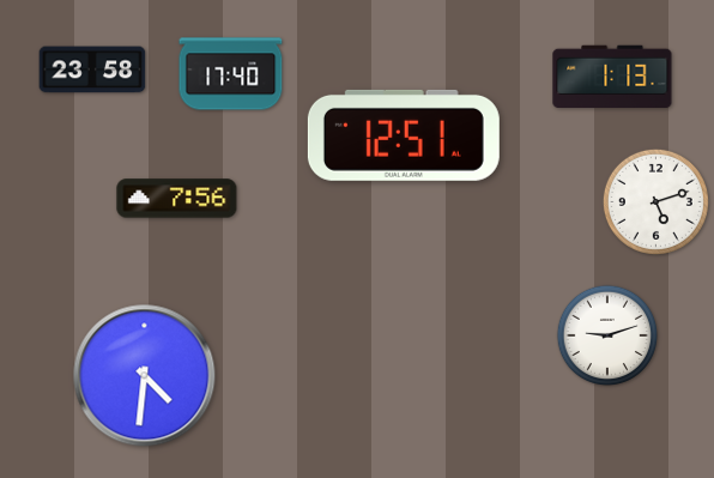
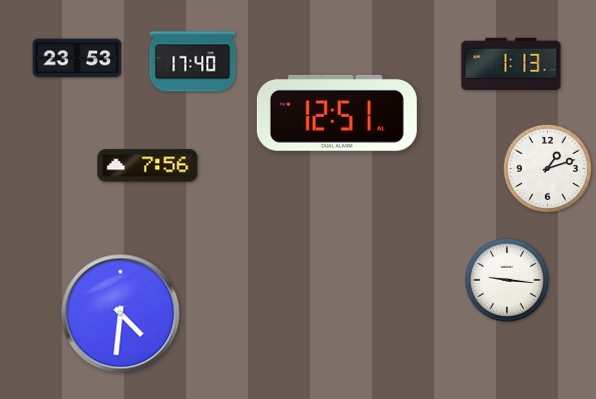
clock at (92, 69): 23:58 -> 23:53
clock at (655, 201): 5:12 -> 1:12
clock at (607, 335): 9:12 -> 9:16
